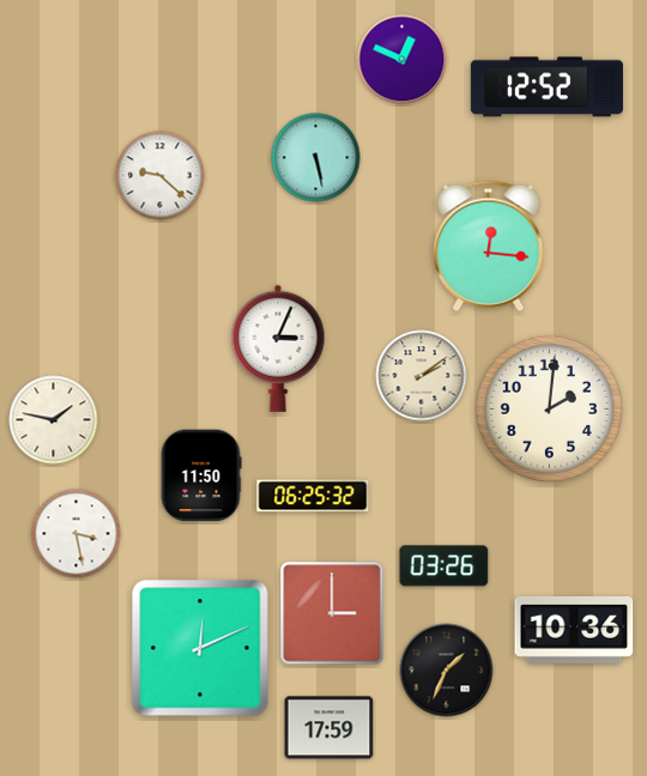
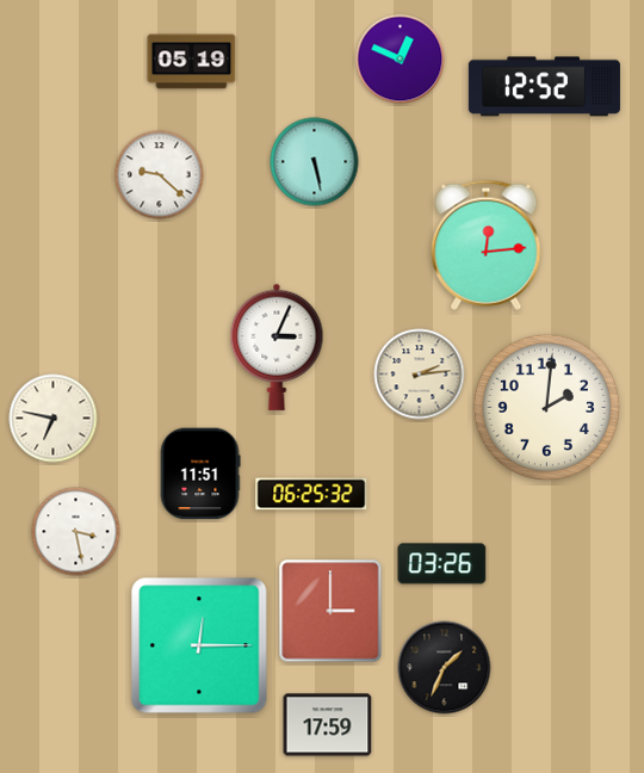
clock at (192, 62): none -> 05:19
clock at (316, 158) position: (316, 158) -> (315, 162)
clock at (489, 245): 12:16 -> 12:14
clock at (422, 376): 2:09 -> 2:14
clock at (54, 420): 1:47 -> 6:47
clock at (201, 475): 11:50 -> 11:51
clock at (574, 630): 10:36 -> none
clock at (200, 648): 12:11 -> 12:15
